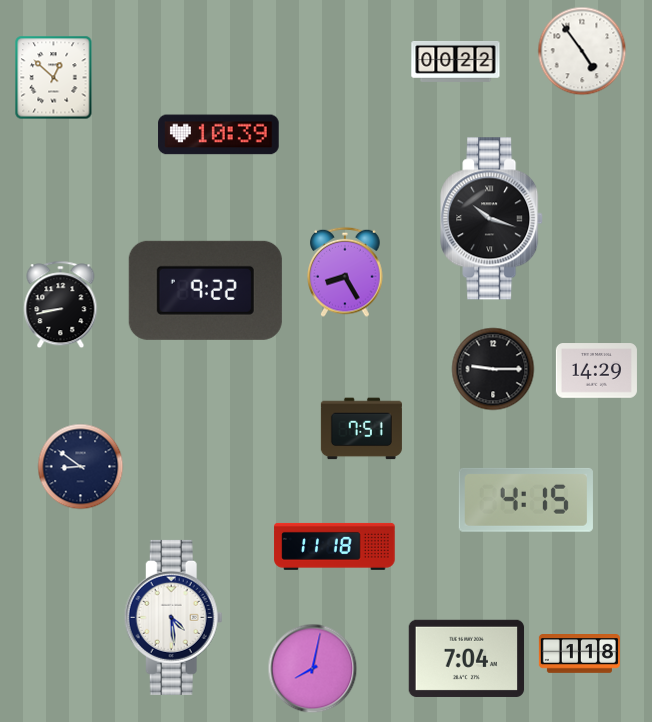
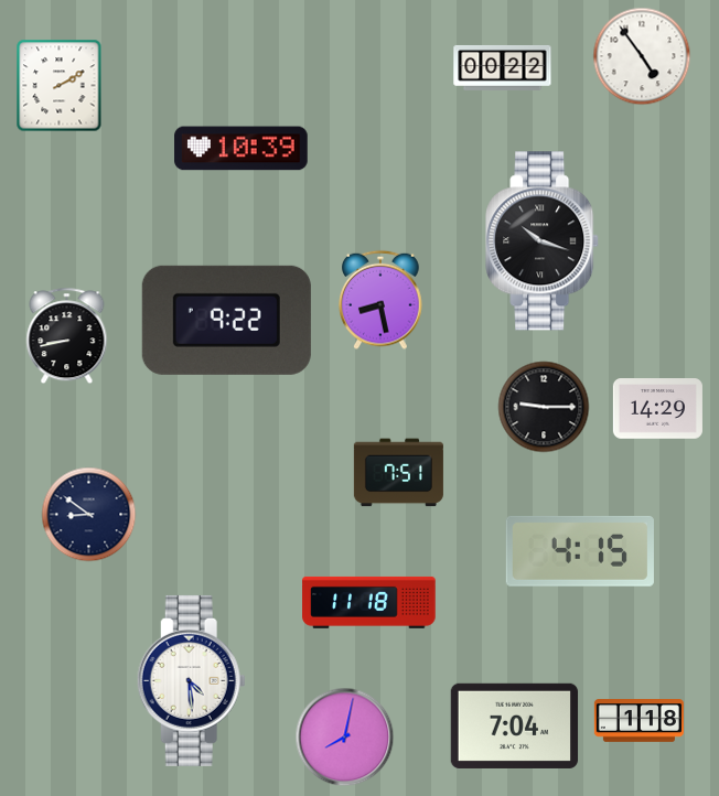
clock at (54, 78): 12:52 -> 2:10
clock at (345, 272): 8:25 -> 8:28
